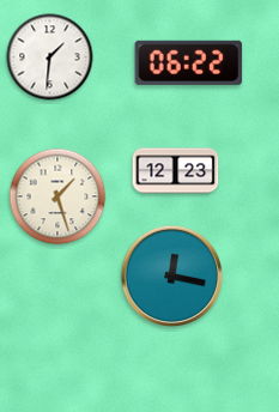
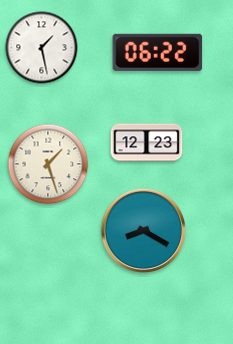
clock at (50, 57): 1:31 -> 1:28
clock at (171, 275): 12:17 -> 8:20
